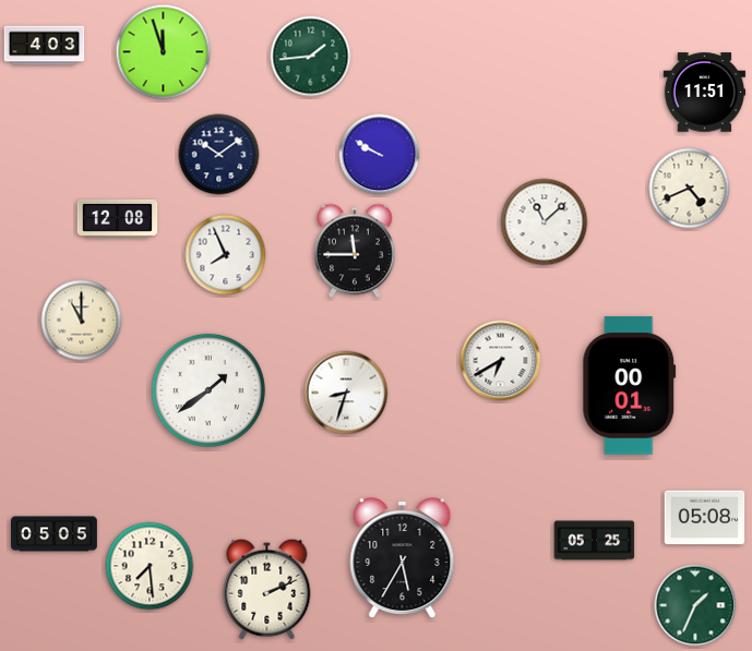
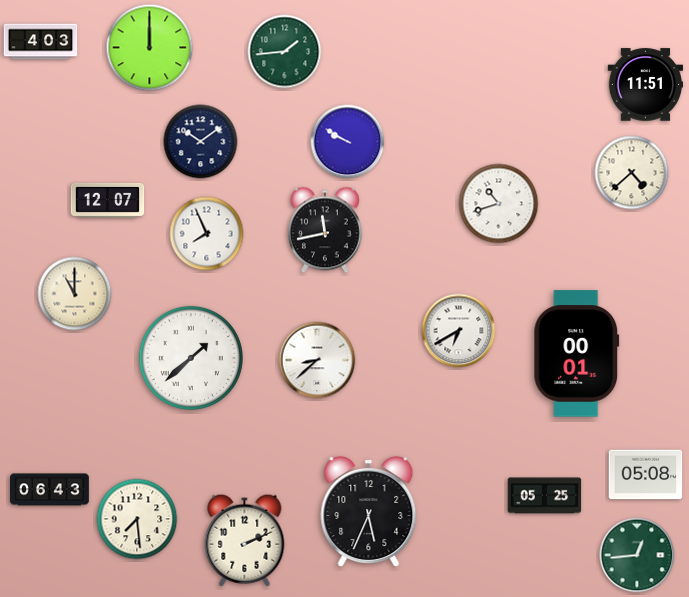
clock at (164, 52): 11:57 -> 12:00
clock at (690, 189): 4:41 -> 4:38
clock at (118, 218): 12:08 -> 12:07
clock at (545, 222): 11:08 -> 10:42
clock at (356, 251): 11:45 -> 11:43
clock at (208, 390): 1:39 -> 1:38
clock at (346, 393): 8:33 -> 8:38
clock at (55, 534): 05:05 -> 06:43
clock at (403, 558): 5:35 -> 5:34
clock at (695, 605): 1:34 -> 12:44
